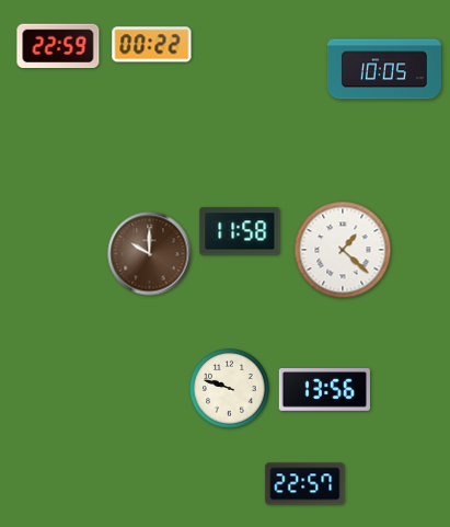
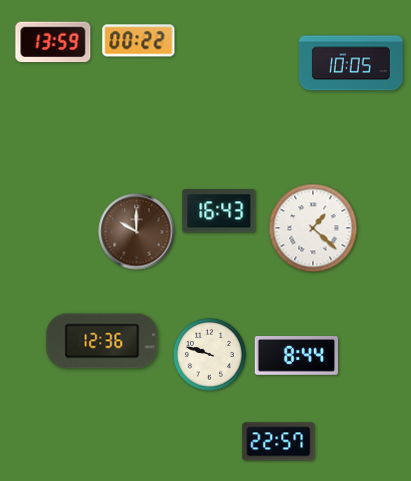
clock at (58, 46): 22:59 -> 13:59
clock at (240, 231): 11:58 -> 16:43
clock at (102, 341): none -> 12:36
clock at (324, 390): 13:56 -> 8:44
